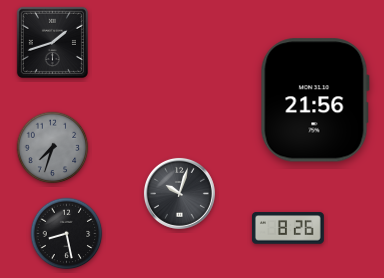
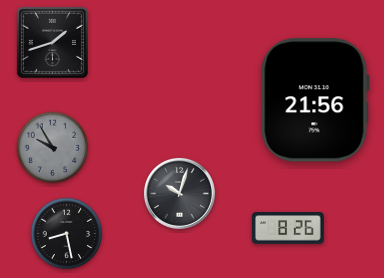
clock at (53, 148): 7:33 -> 9:55
